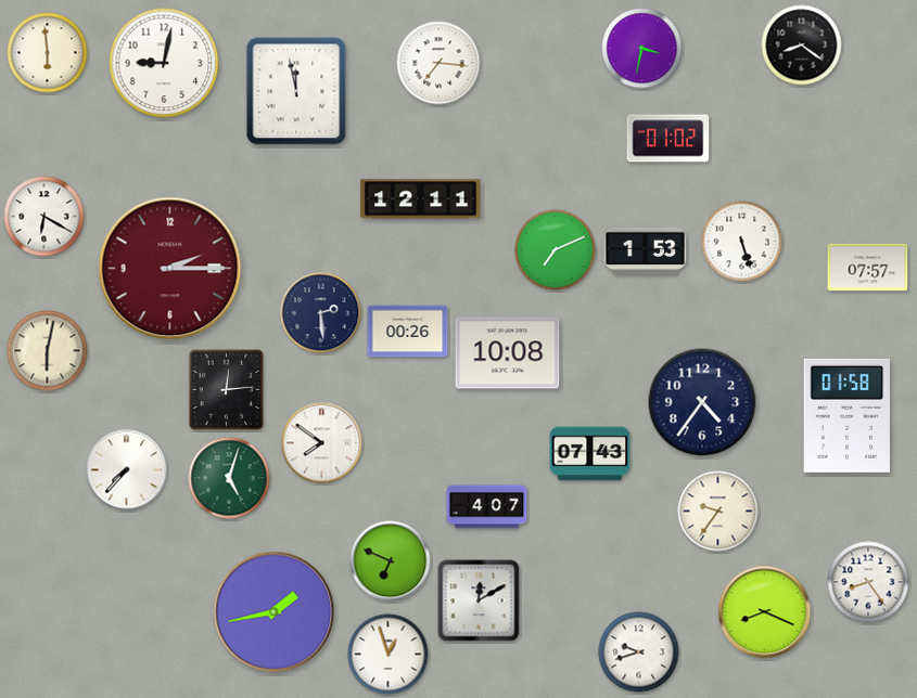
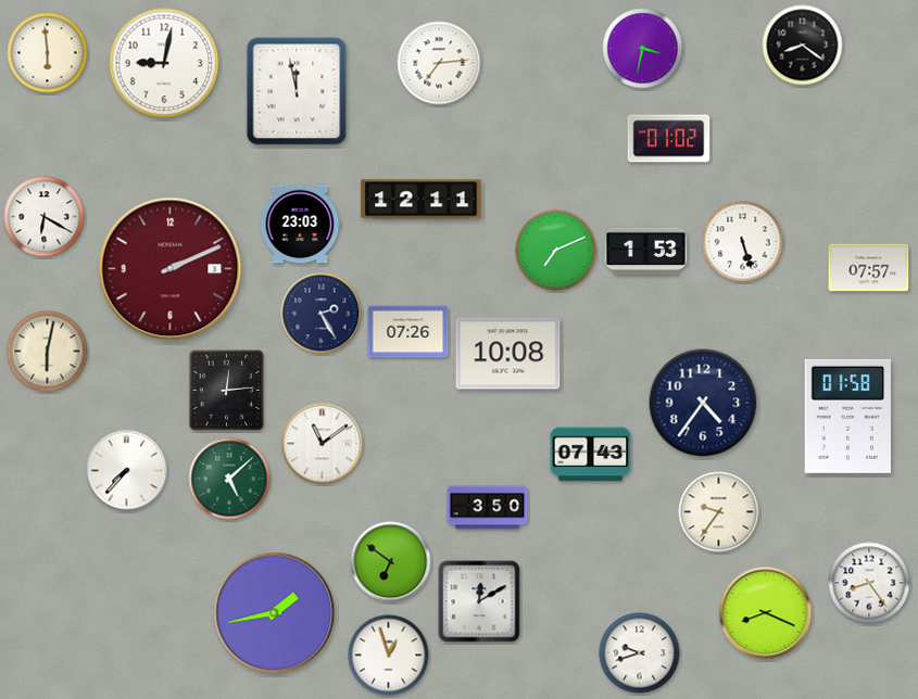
clock at (438, 63): 7:16 -> 7:14
clock at (301, 225): none -> 23:03
clock at (170, 269): 2:15 -> 2:11
clock at (321, 313): 2:29 -> 2:25
clock at (408, 332): 00:26 -> 07:26
clock at (322, 443): 7:51 -> 11:09
clock at (229, 478): 5:03 -> 5:08
clock at (487, 507): 4:07 -> 3:50
clock at (391, 561): 6:49 -> 6:51
